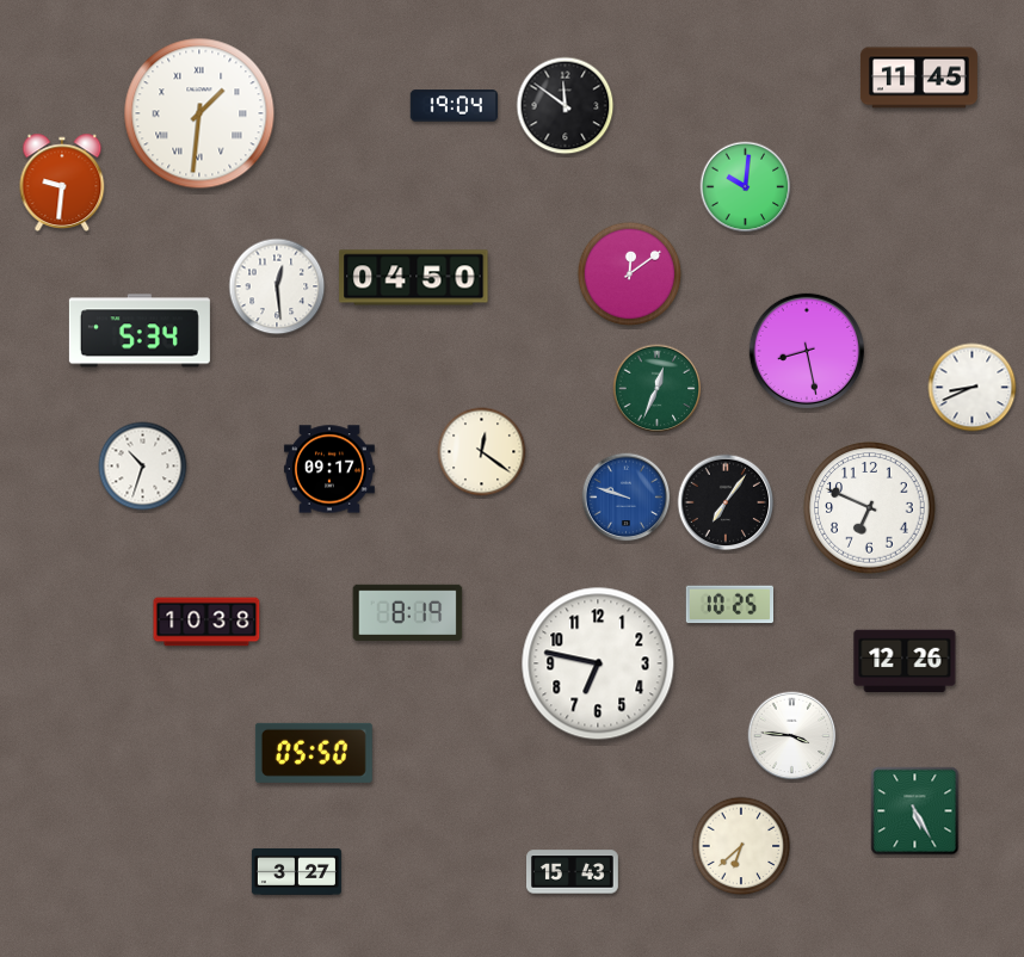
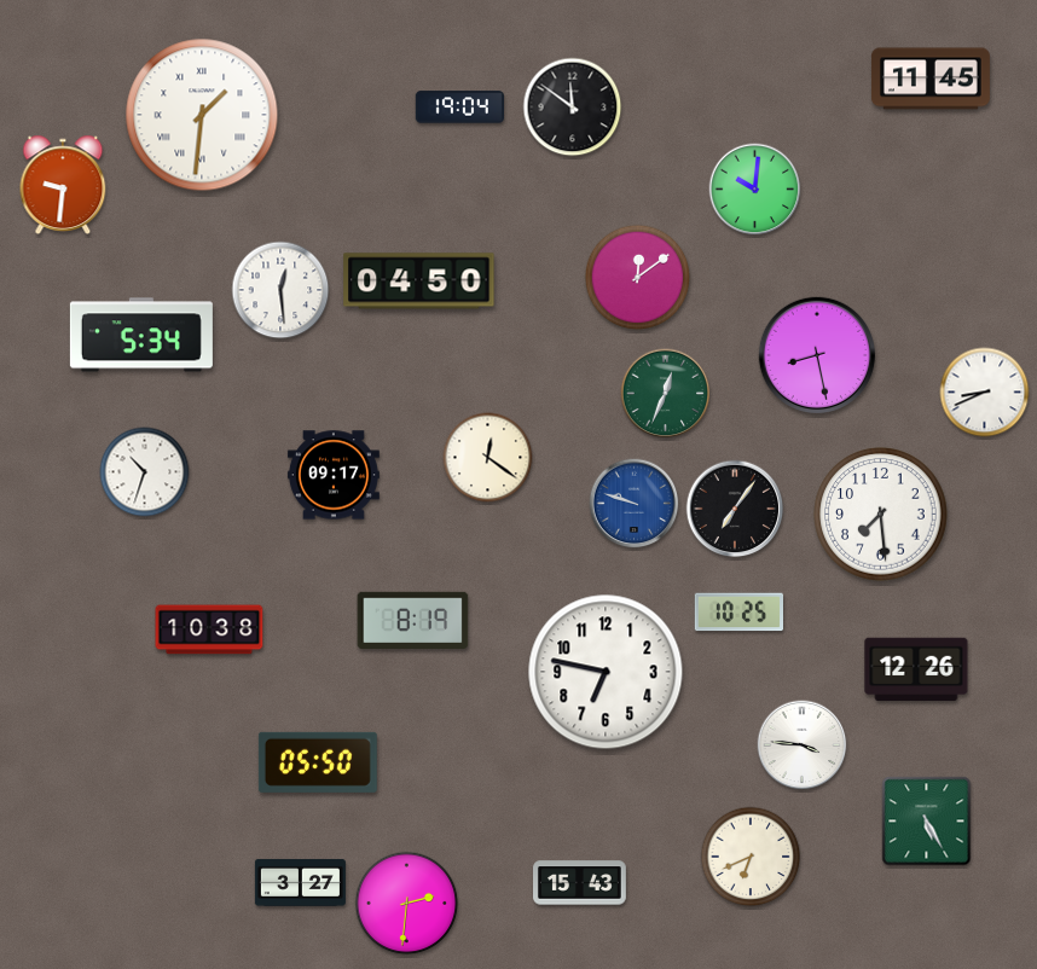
clock at (870, 508): 6:49 -> 7:29
clock at (741, 846): 6:38 -> 6:41
clock at (407, 904): none -> 2:31
